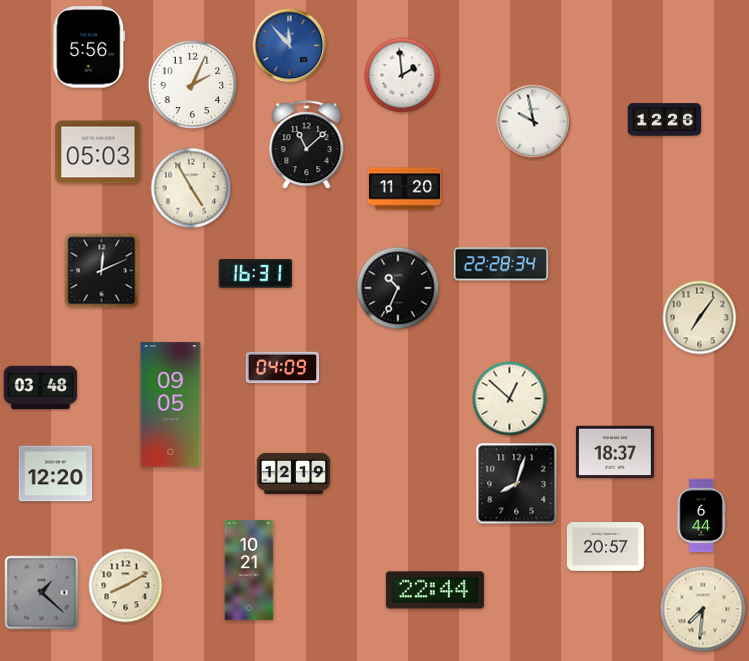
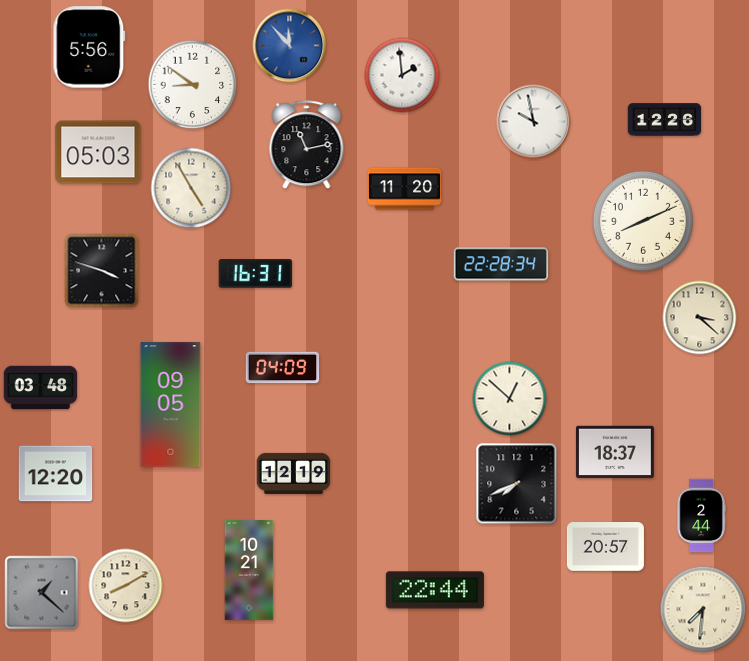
clock at (193, 85): 2:04 -> 8:51
clock at (307, 145): 11:08 -> 11:13
clock at (643, 221): none -> 8:11
clock at (102, 271): 12:11 -> 3:48
clock at (398, 288): 10:34 -> none
clock at (700, 318): 7:06 -> 3:22
clock at (517, 484): 8:03 -> 7:41
clock at (701, 516): 6:44 -> 2:44
